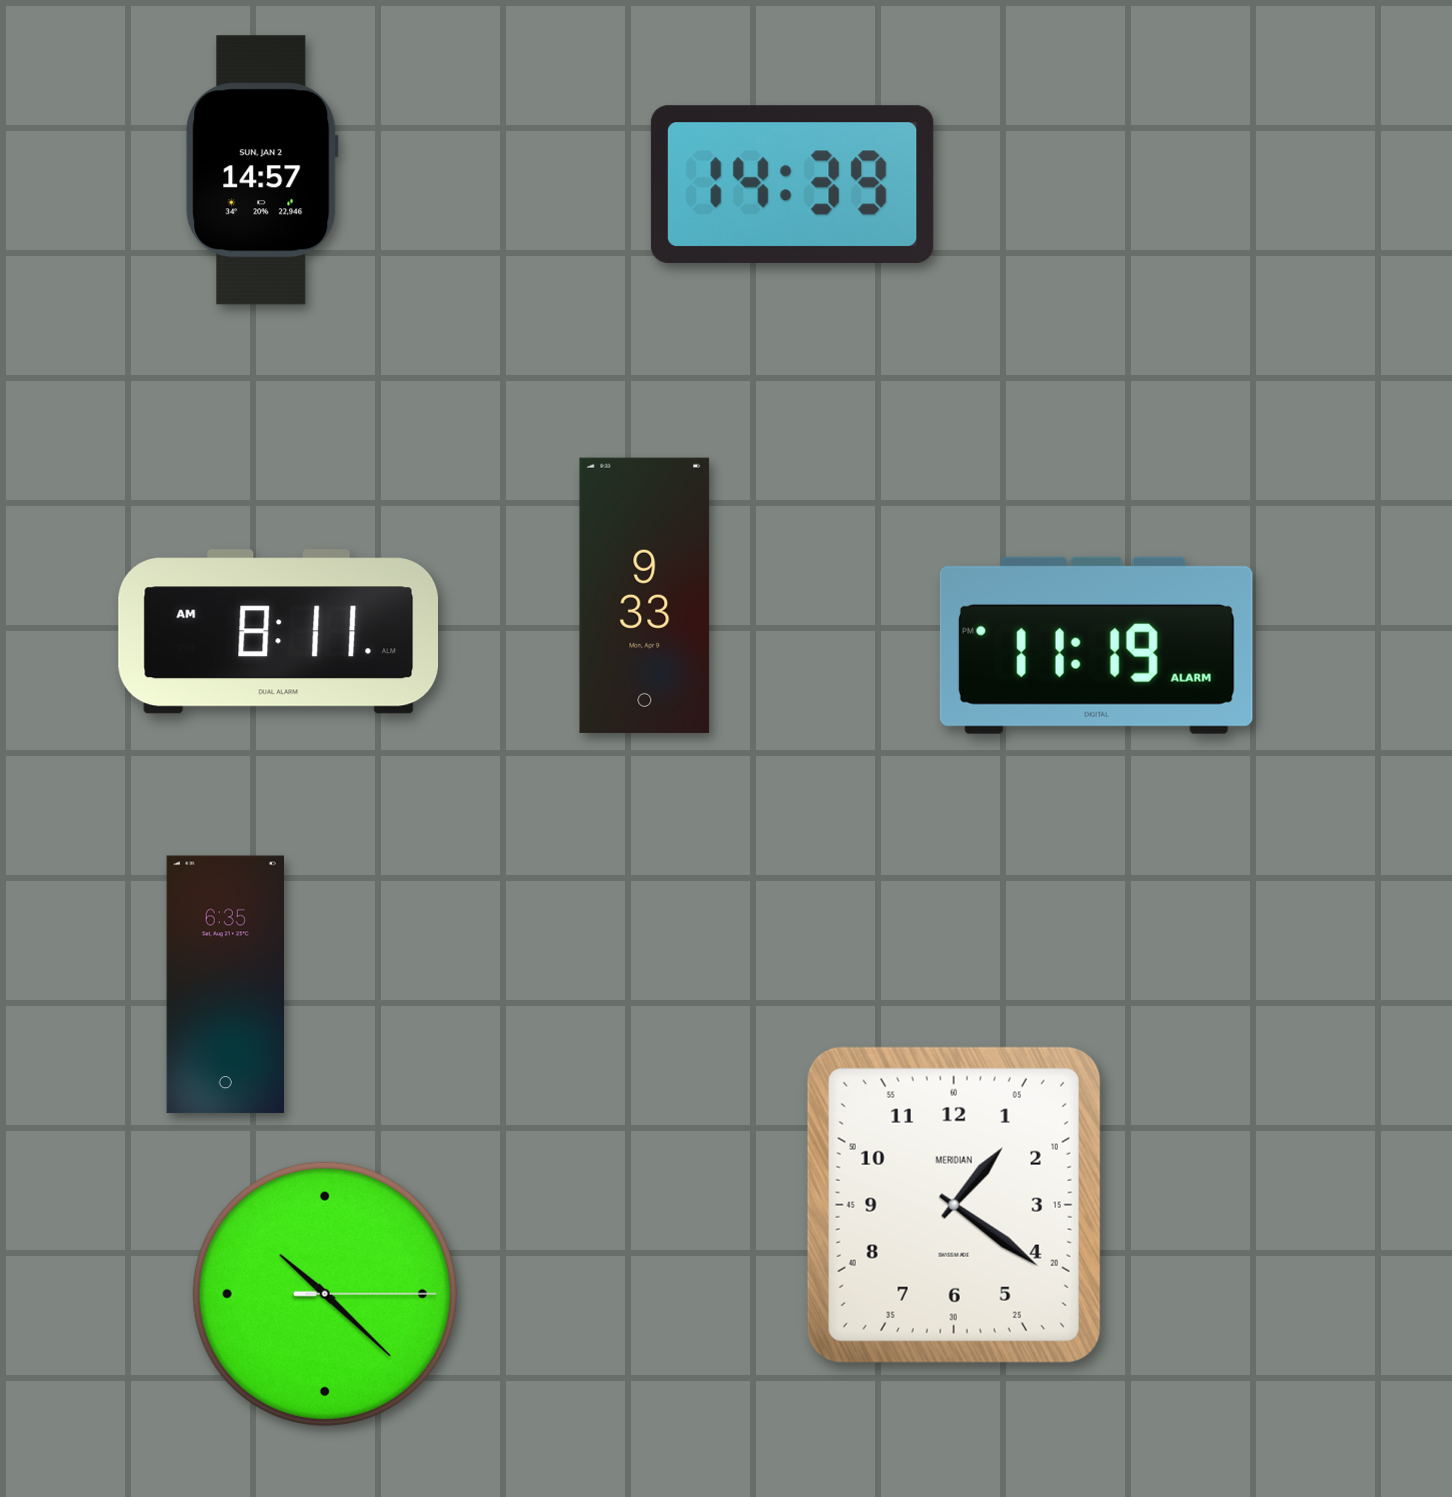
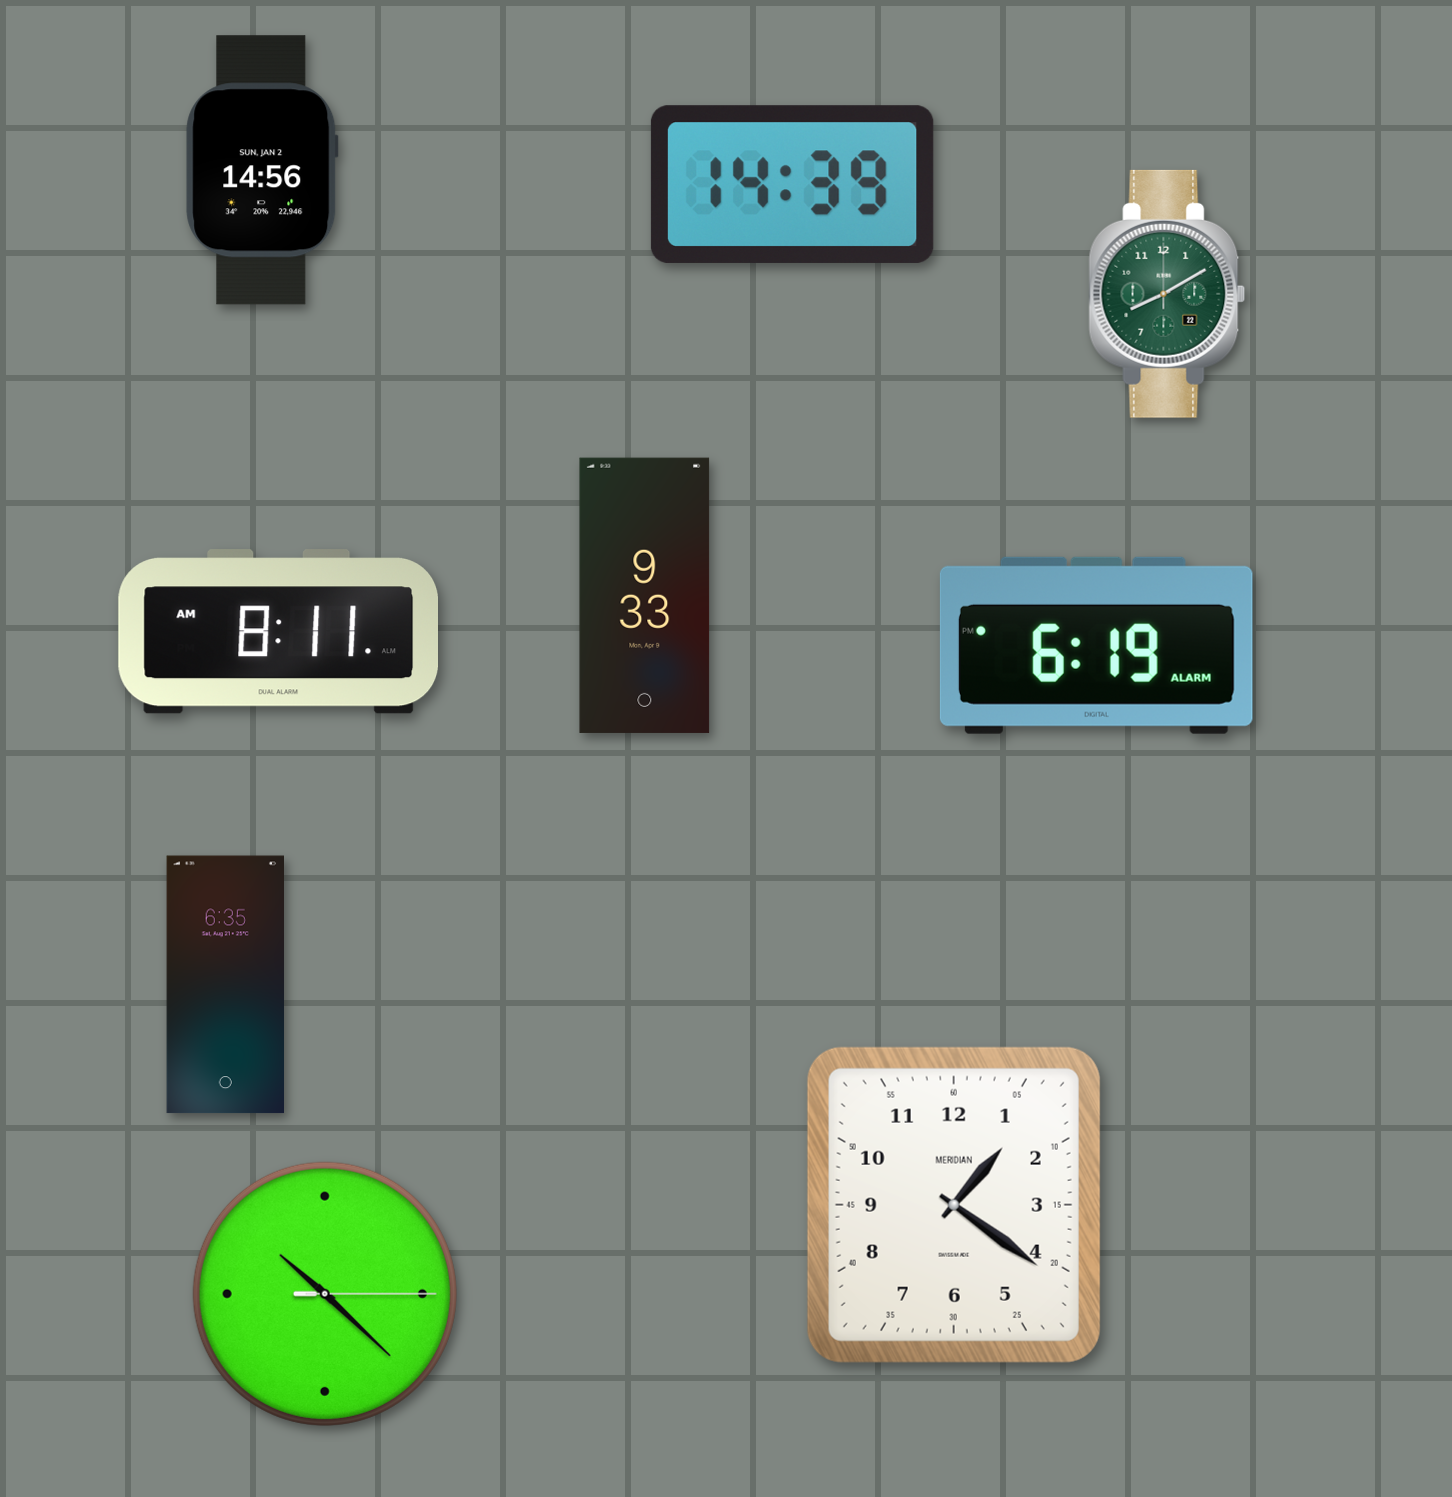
clock at (262, 170): 14:57 -> 14:56
clock at (1167, 294): none -> 8:10
clock at (1096, 645): 11:19 -> 6:19
